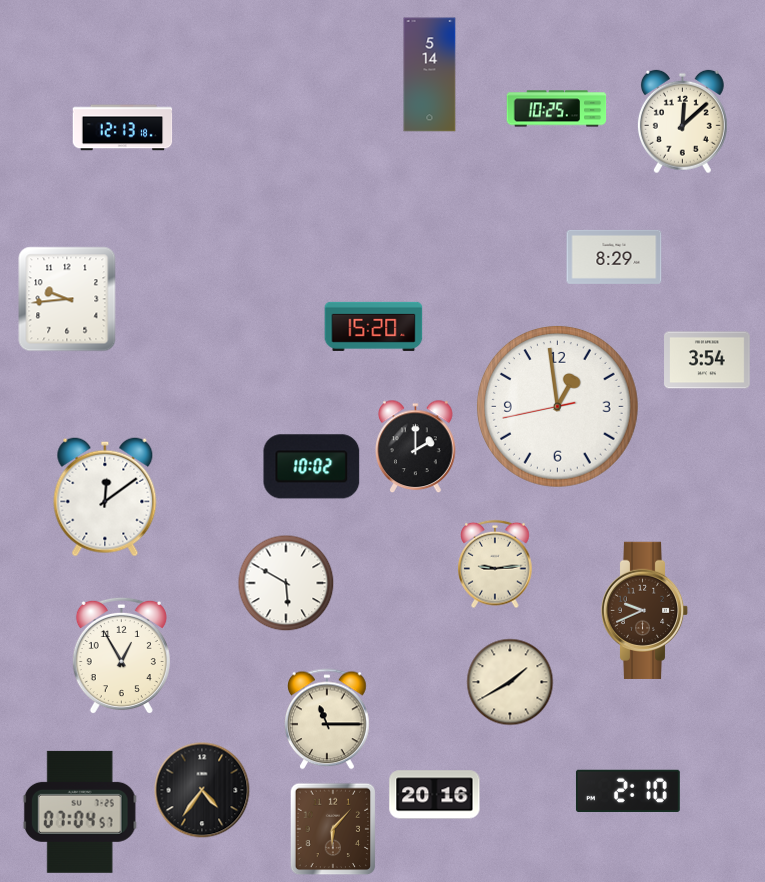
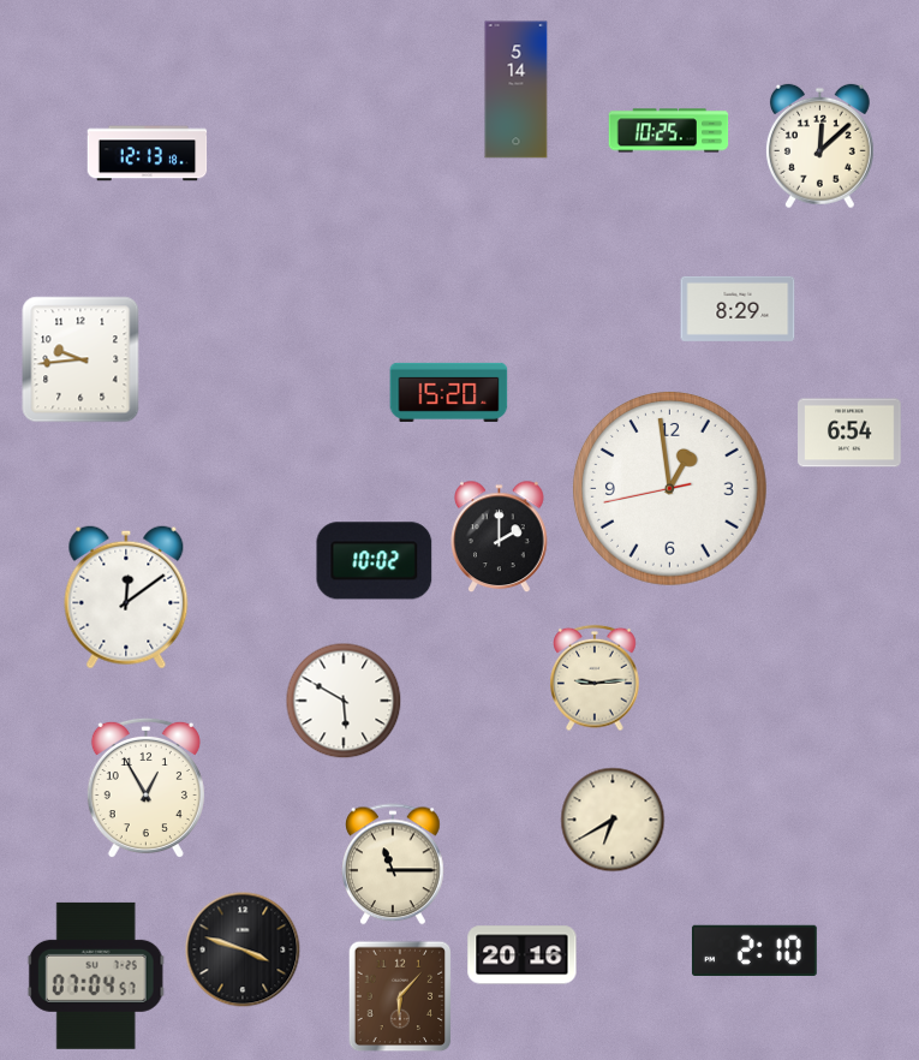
clock at (707, 360): 3:54 -> 6:54
clock at (645, 610): 9:41 -> none
clock at (510, 682): 1:40 -> 6:40
clock at (202, 790): 4:36 -> 3:48
